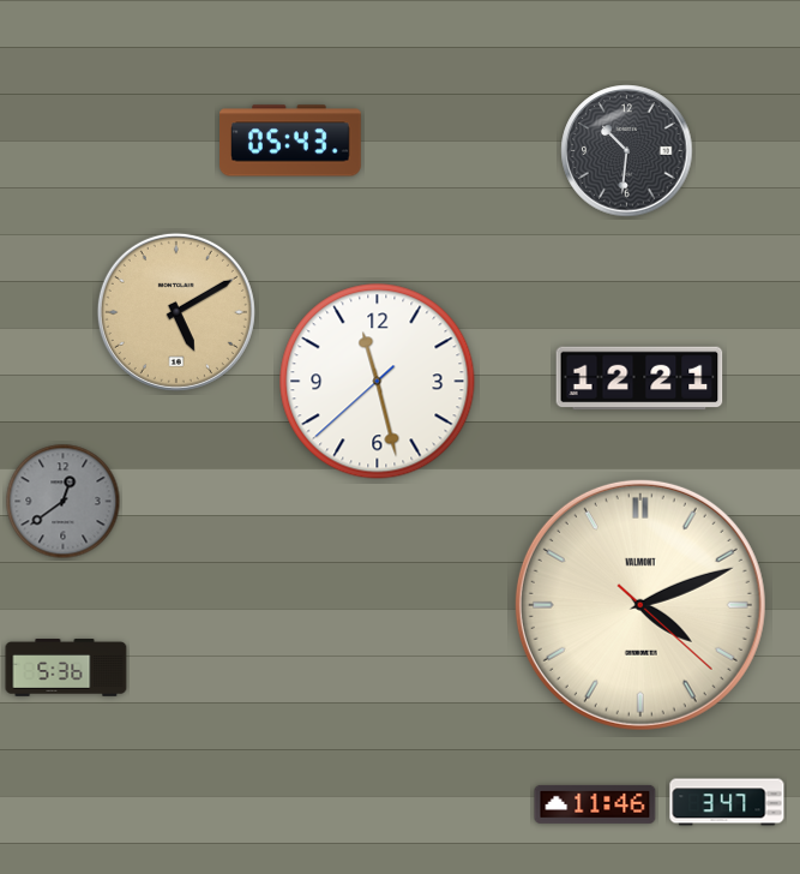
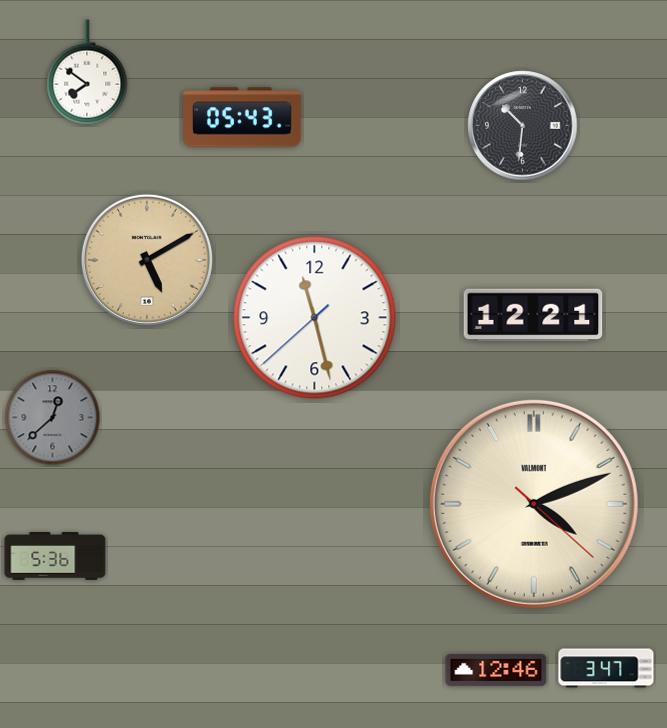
clock at (87, 72): none -> 7:51
clock at (64, 502): 12:39 -> 12:38
clock at (595, 804): 11:46 -> 12:46
